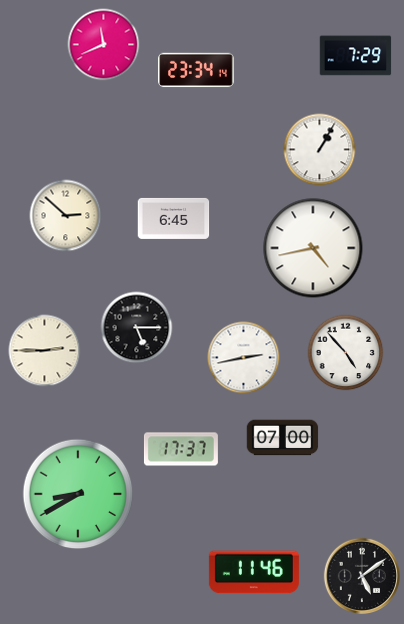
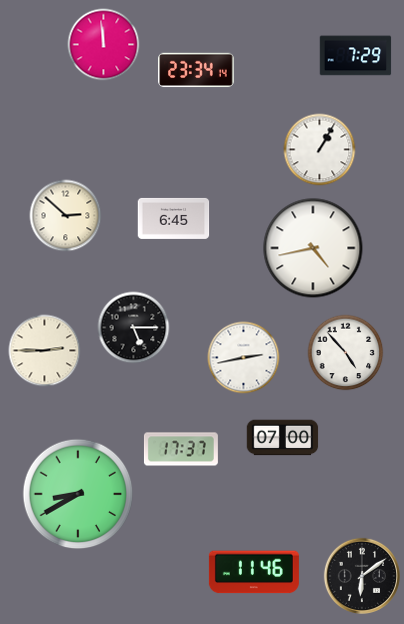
clock at (104, 45): 11:41 -> 11:59
clock at (137, 328) position: (137, 328) -> (134, 328)
clock at (362, 576): 5:09 -> 6:09
